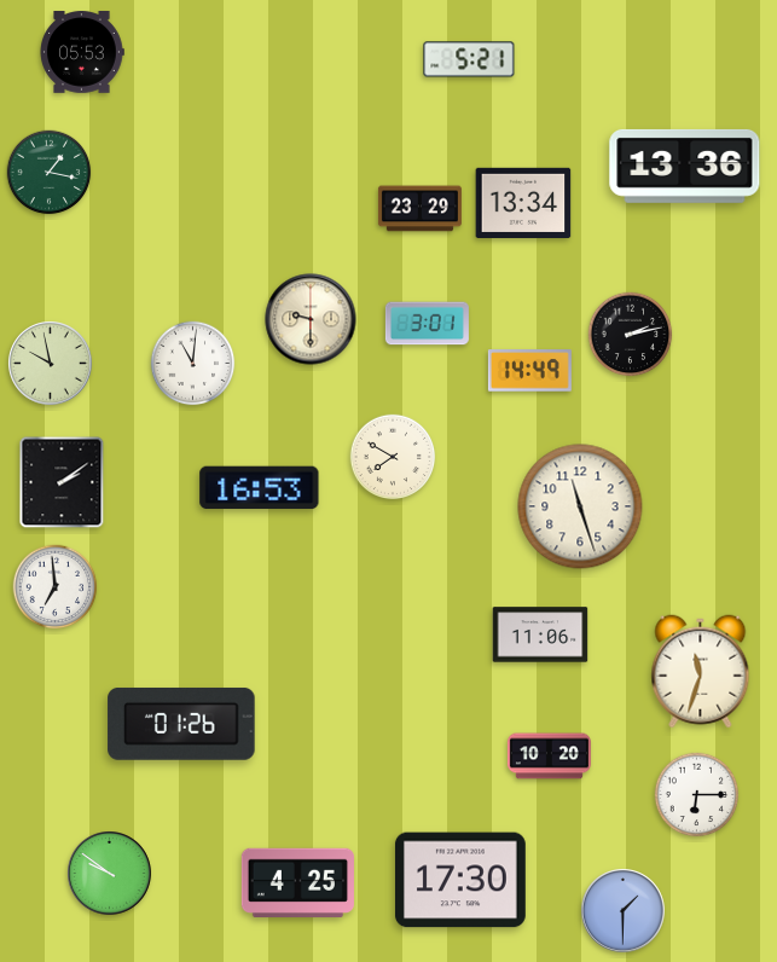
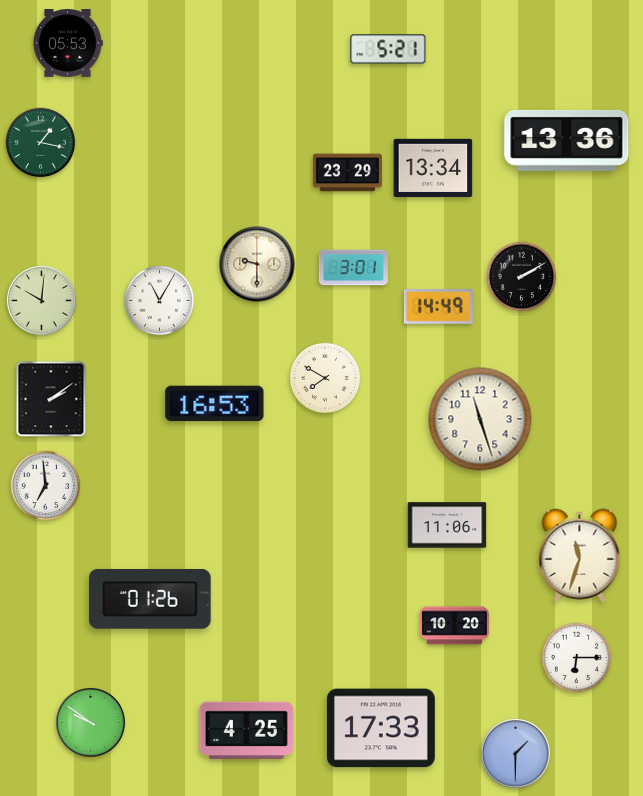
clock at (685, 166) position: (685, 166) -> (567, 140)
clock at (631, 335): 2:13 -> 2:10
clock at (51, 364): 9:58 -> 10:01
clock at (193, 364): 11:01 -> 11:05
clock at (460, 880): 17:30 -> 17:33
